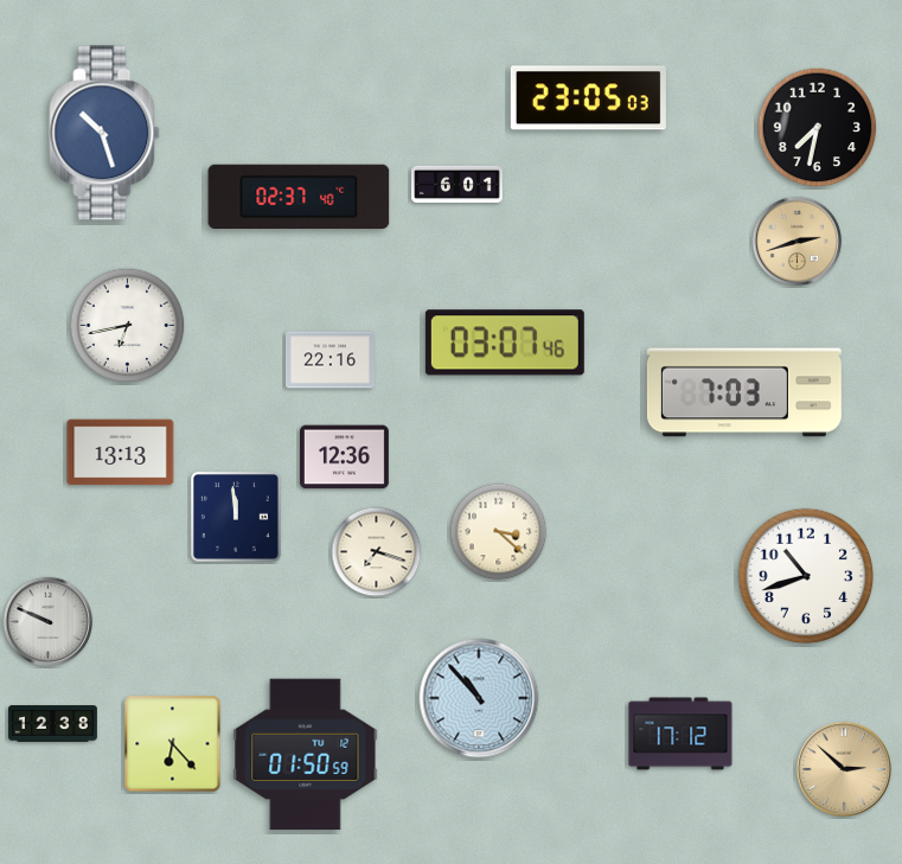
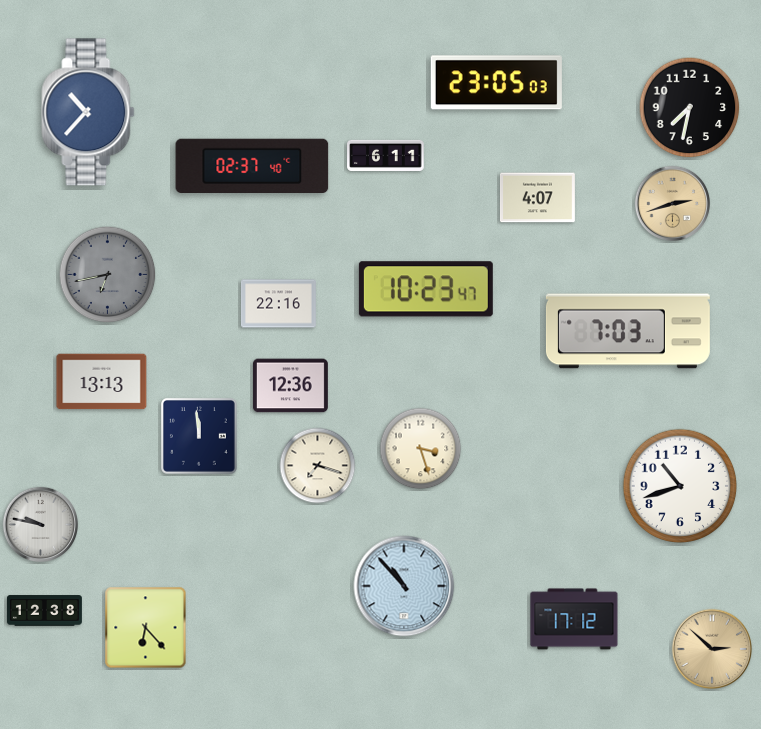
clock at (104, 133): 10:27 -> 10:37
clock at (458, 184): 6:01 -> 6:11
clock at (537, 198): none -> 4:07
clock at (128, 326) dial: white -> grey
clock at (505, 343): 03:07 -> 10:23
clock at (499, 532): 3:22 -> 3:27
clock at (49, 622): 9:49 -> 9:47
clock at (479, 698) position: (479, 698) -> (404, 586)
clock at (306, 755): 01:50 -> none
